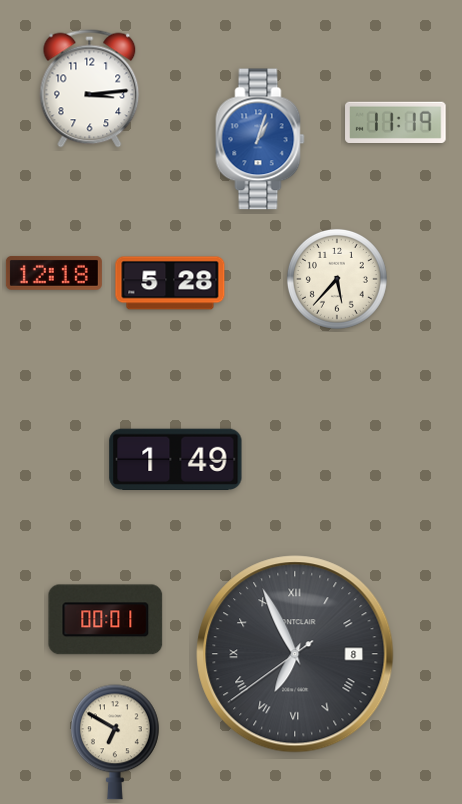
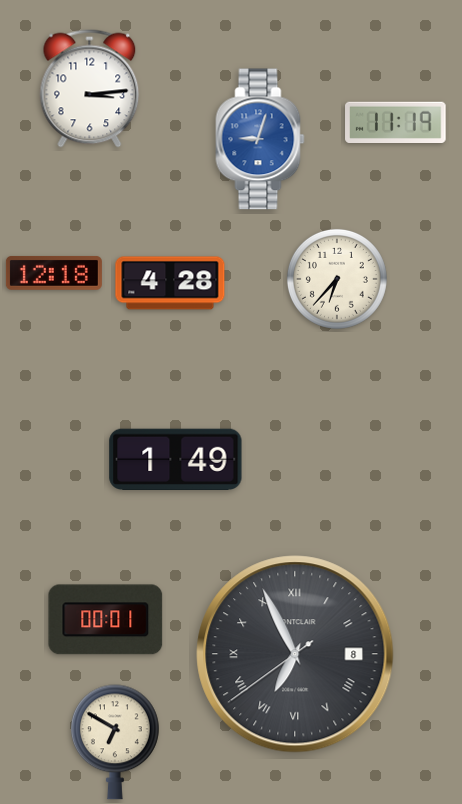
clock at (260, 139): 1:03 -> 9:03
clock at (337, 279): 5:37 -> 6:37
clock at (170, 283): 5:28 -> 4:28
